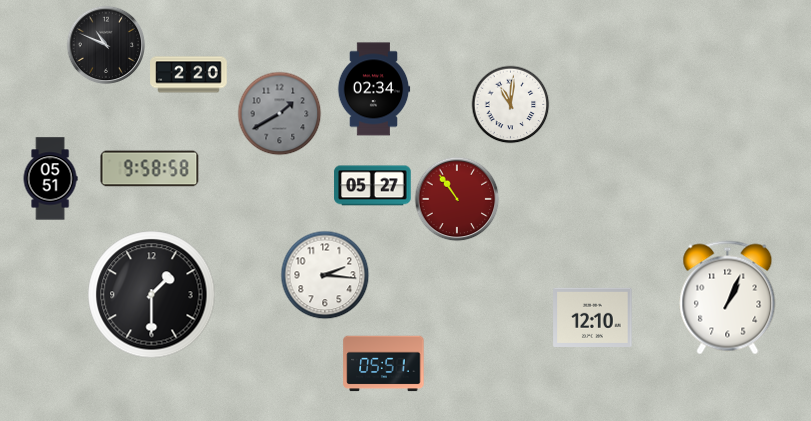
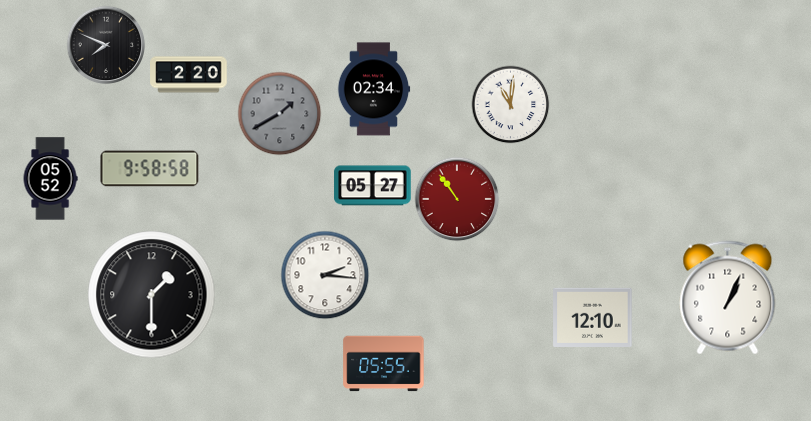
clock at (106, 45): 10:49 -> 7:49
clock at (50, 179): 05:51 -> 05:52
clock at (384, 364): 05:51 -> 05:55
